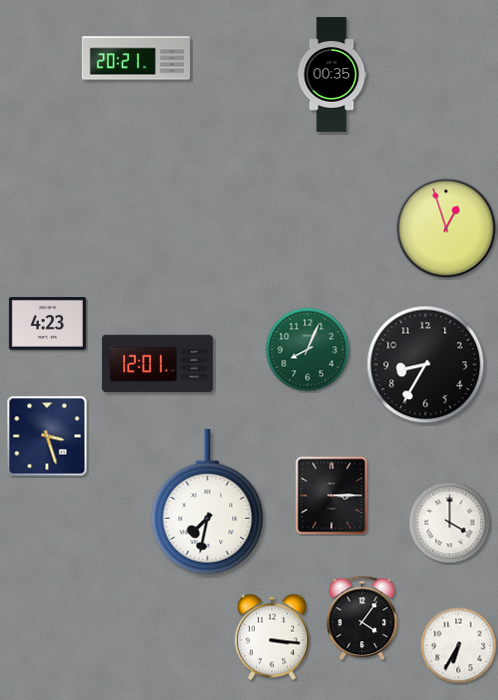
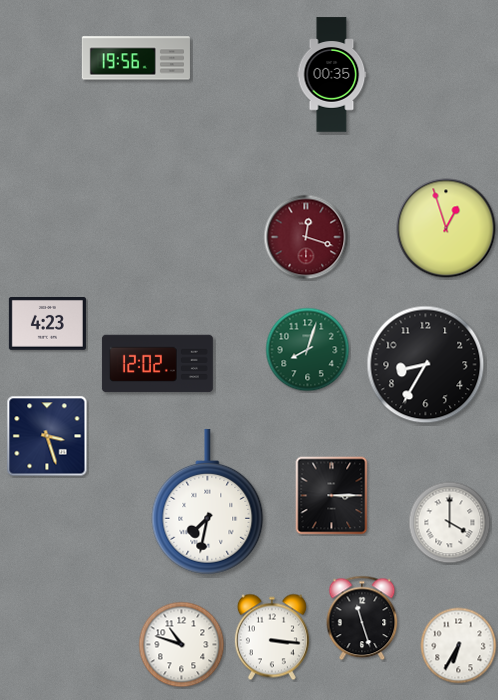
clock at (136, 58): 20:21 -> 19:56
clock at (306, 237): none -> 12:18
clock at (308, 350): 8:04 -> 8:03
clock at (157, 364): 12:01 -> 12:02
clock at (362, 618): 4:06 -> 11:27
clock at (182, 645): none -> 10:48
